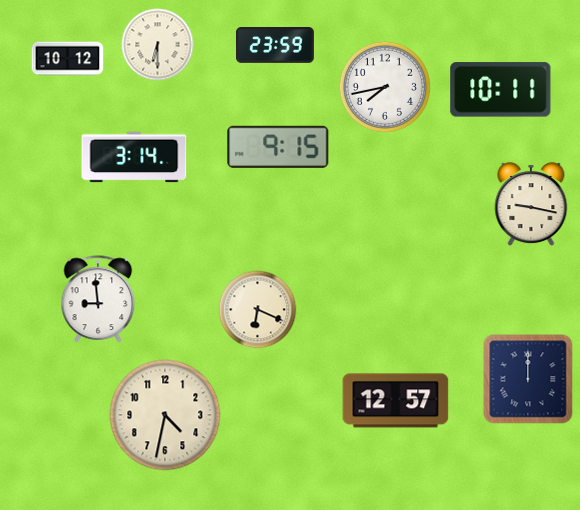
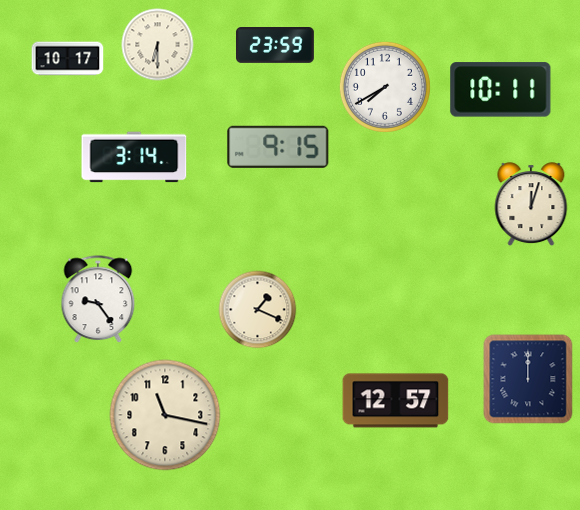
clock at (68, 59): 10:12 -> 10:17
clock at (385, 87): 7:43 -> 7:40
clock at (531, 205): 9:17 -> 12:03
clock at (98, 300): 8:59 -> 9:24
clock at (258, 310): 6:19 -> 1:19
clock at (165, 415): 4:32 -> 11:17
